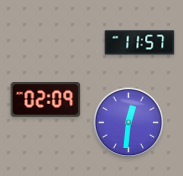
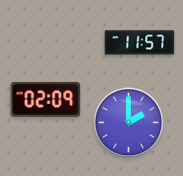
clock at (129, 123): 12:31 -> 2:00
